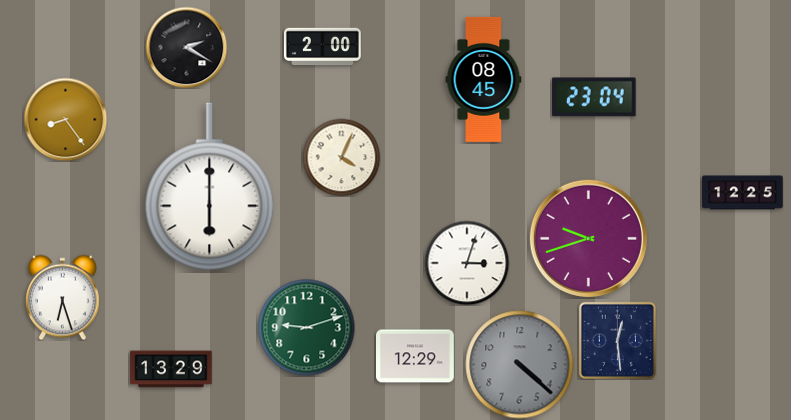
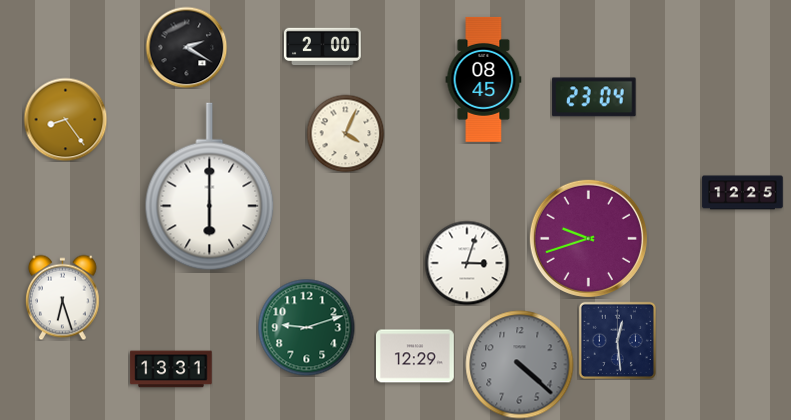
clock at (341, 157) position: (341, 157) -> (345, 133)
clock at (171, 369): 13:29 -> 13:31
